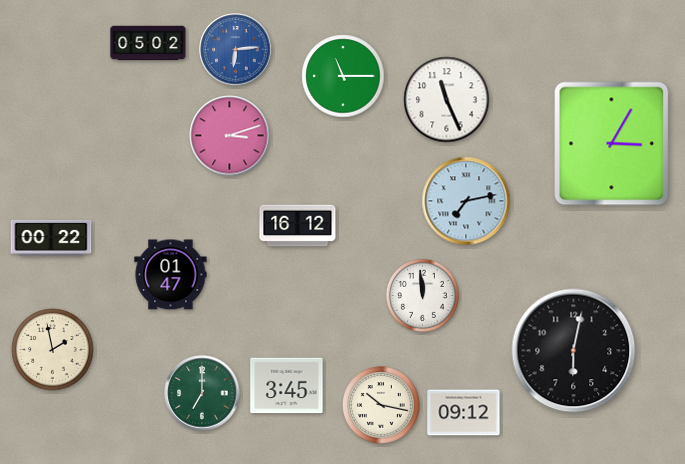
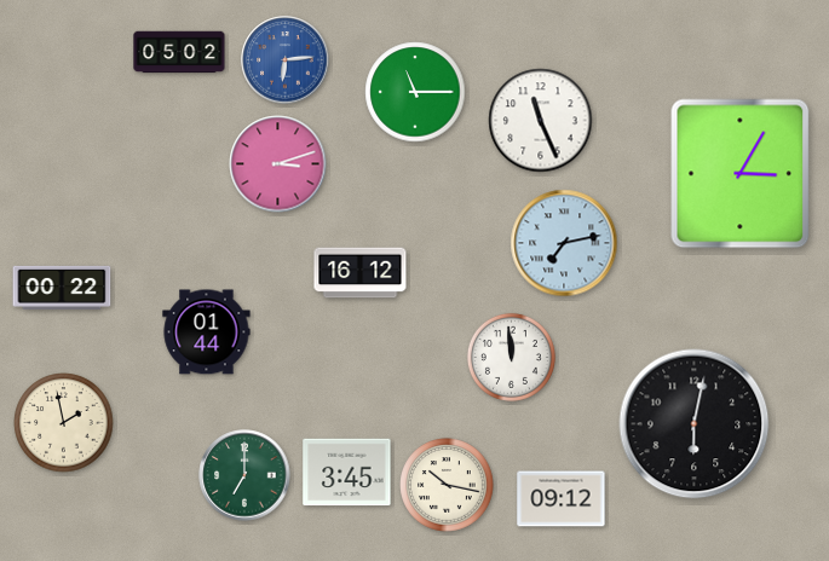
clock at (171, 275): 01:47 -> 01:44
clock at (287, 386) position: (287, 386) -> (347, 473)
clock at (381, 405) position: (381, 405) -> (447, 485)
